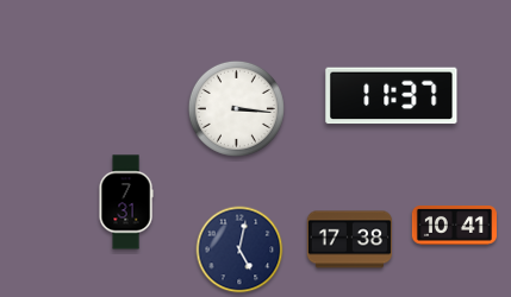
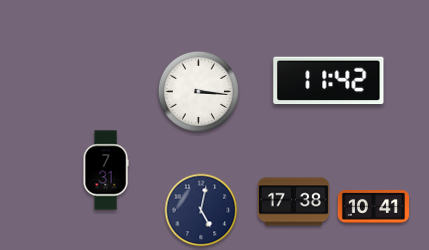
clock at (392, 96): 11:37 -> 11:42
clock at (454, 226) position: (454, 226) -> (373, 207)
